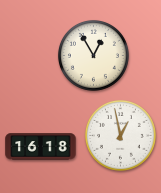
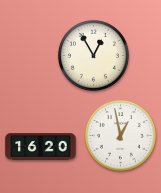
clock at (41, 147): 16:18 -> 16:20
